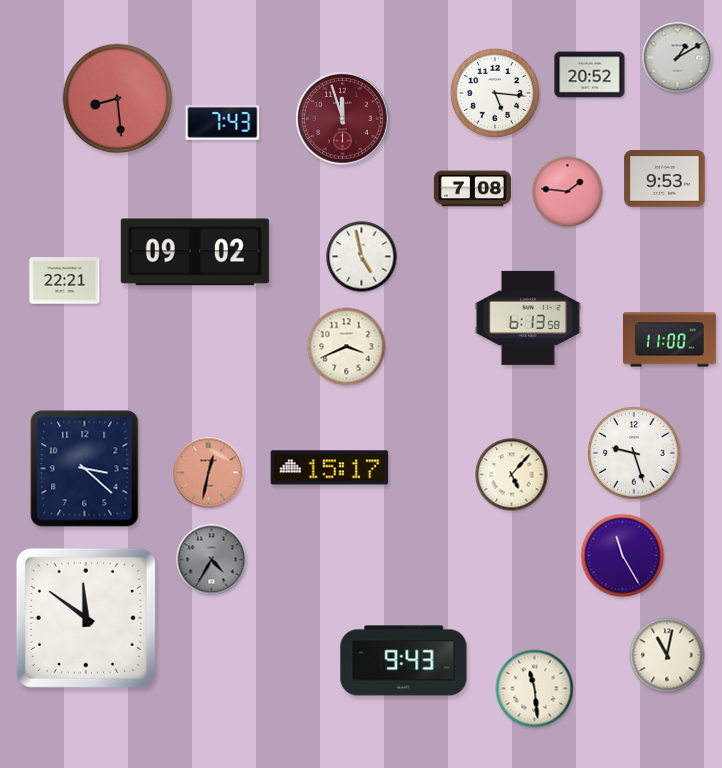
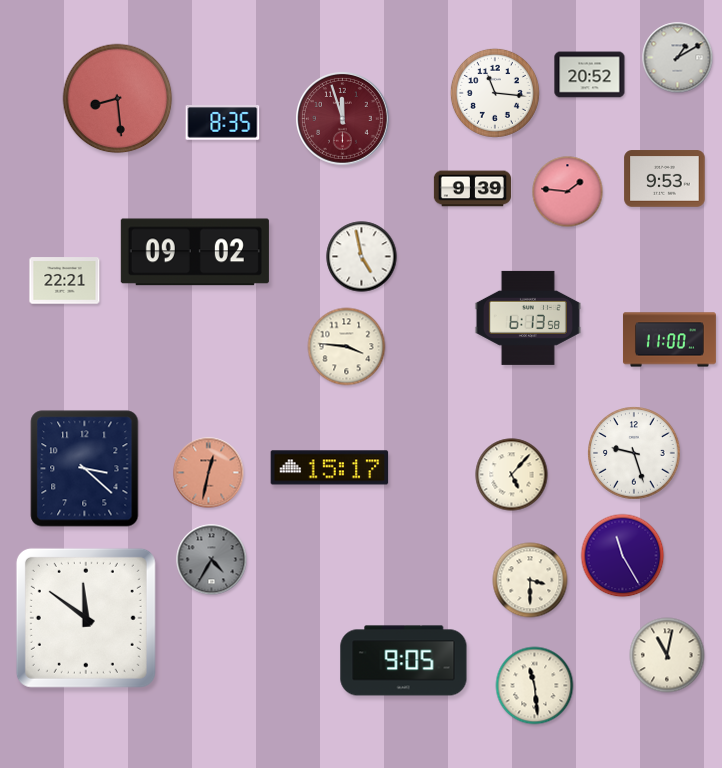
clock at (495, 93): 5:16 -> 11:16
clock at (223, 123): 7:43 -> 8:35
clock at (472, 189): 7:08 -> 9:39
clock at (347, 347): 3:41 -> 3:46
clock at (530, 580): none -> 3:30
clock at (404, 661): 9:43 -> 9:05
clock at (535, 689) position: (535, 689) -> (535, 686)
